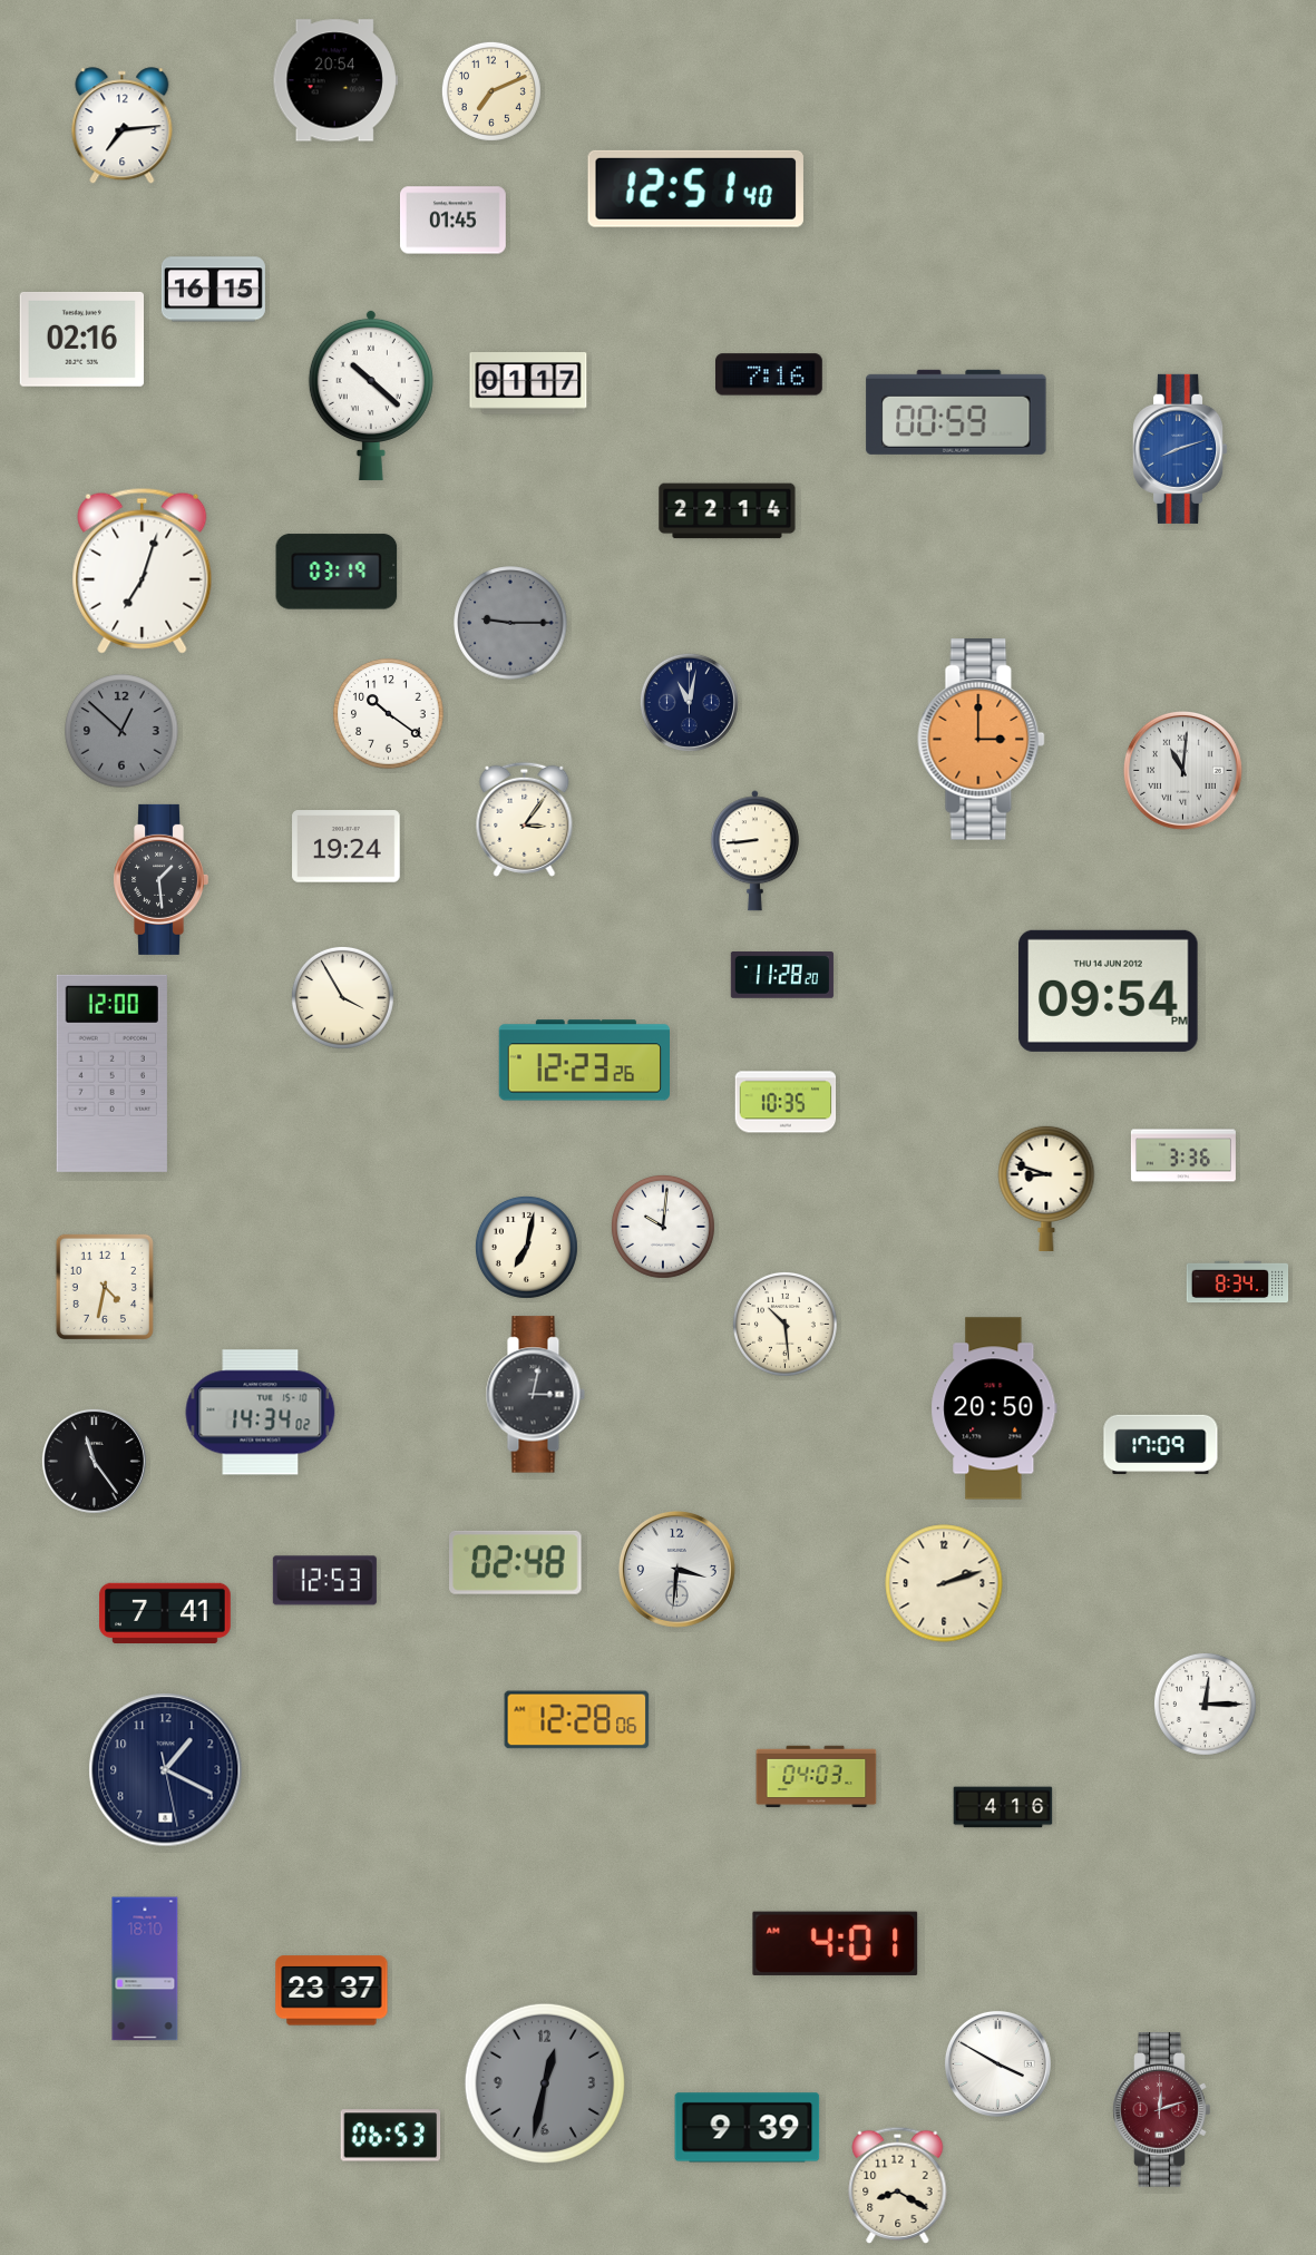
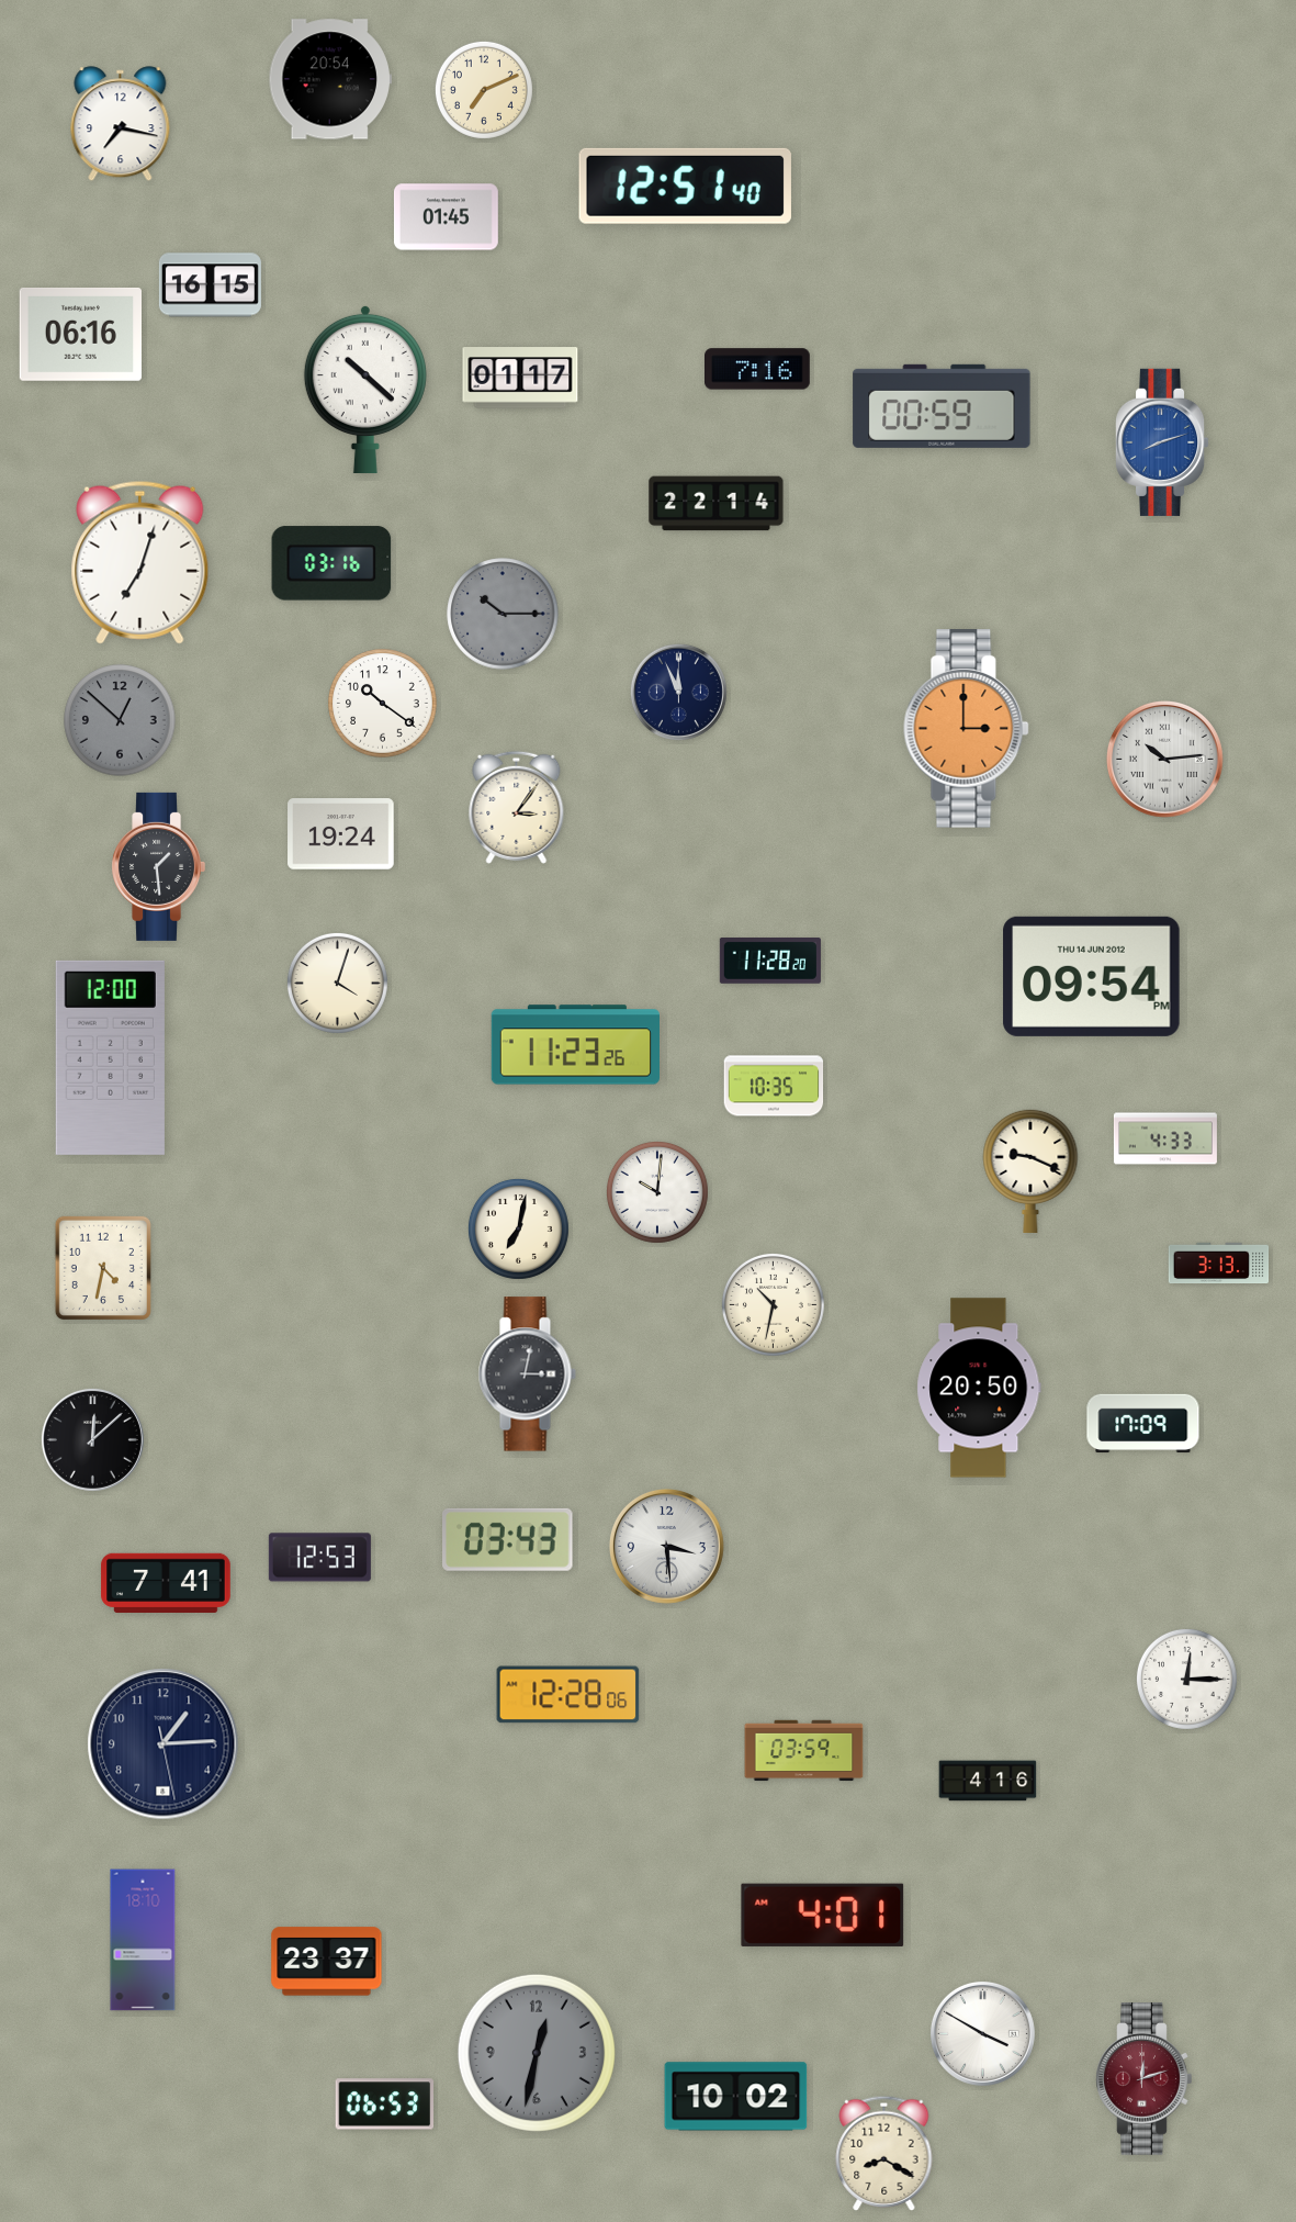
clock at (123, 126): 7:14 -> 7:17
clock at (81, 340): 02:16 -> 06:16
clock at (337, 572): 03:19 -> 03:16
clock at (510, 623): 9:15 -> 10:15
clock at (689, 702): 11:02 -> 11:56
clock at (1183, 771): 11:01 -> 10:14
clock at (754, 851): 8:44 -> none
clock at (342, 997): 3:55 -> 4:03
clock at (584, 1061): 12:23 -> 11:23
clock at (1183, 1155): 3:36 -> 4:33
clock at (1046, 1188): 8:48 -> 9:19
clock at (663, 1227) position: (663, 1227) -> (657, 1192)
clock at (1238, 1282): 8:34 -> 3:13
clock at (786, 1325): 10:29 -> 10:32
clock at (261, 1413): 14:34 -> none
clock at (94, 1461): 11:24 -> 12:08
clock at (516, 1562): 02:48 -> 03:43
clock at (676, 1569): 3:31 -> 3:29
clock at (944, 1583): 2:12 -> none
clock at (165, 1613) position: (165, 1613) -> (166, 1583)
clock at (166, 1770): 1:19 -> 1:14
clock at (817, 1777): 04:03 -> 03:59
clock at (748, 2128): 9:39 -> 10:02
